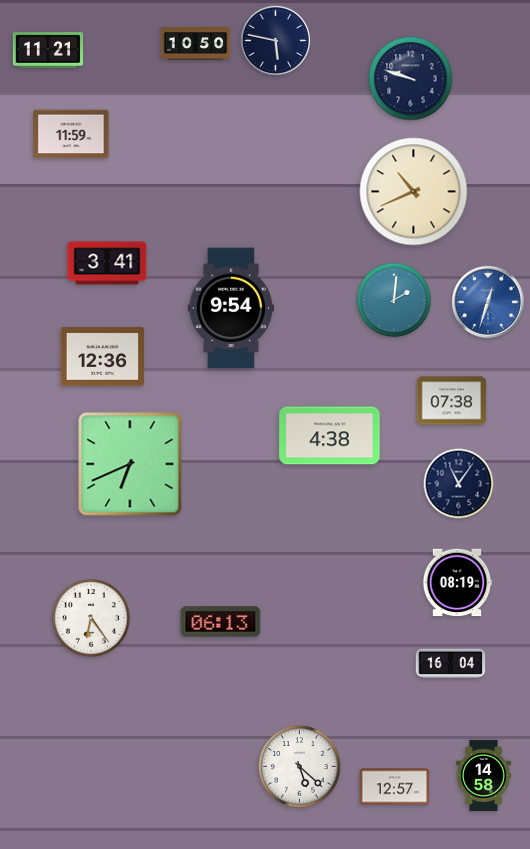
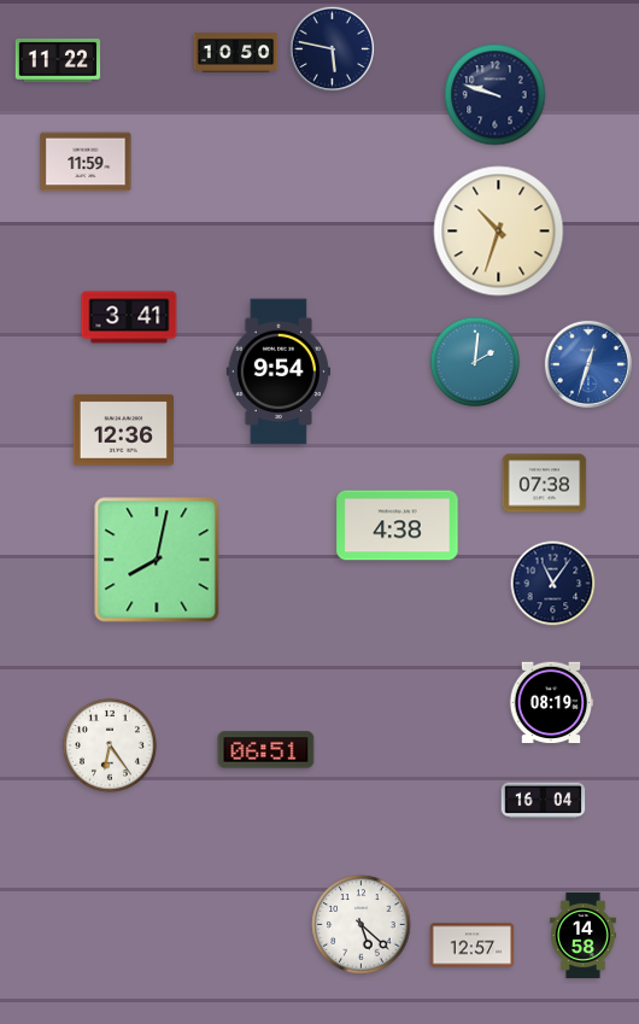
clock at (48, 50): 11:21 -> 11:22
clock at (414, 192): 10:41 -> 10:33
clock at (130, 464): 6:41 -> 8:02
clock at (221, 622): 06:13 -> 06:51
clock at (395, 787) position: (395, 787) -> (473, 946)
